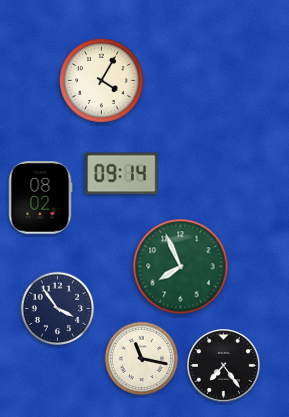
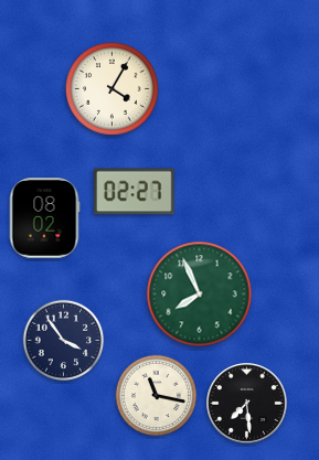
clock at (122, 174): 09:14 -> 02:27
clock at (224, 366): 7:24 -> 7:29
